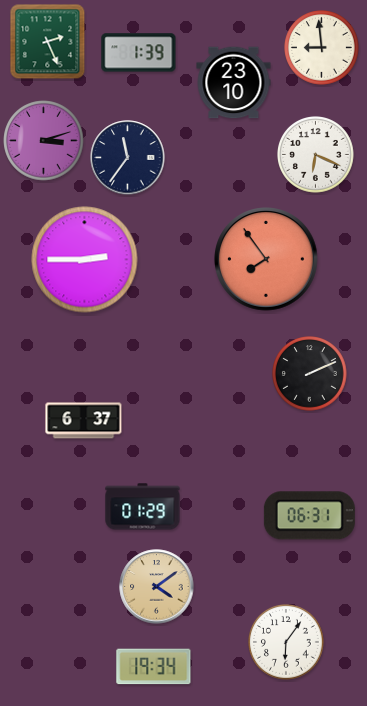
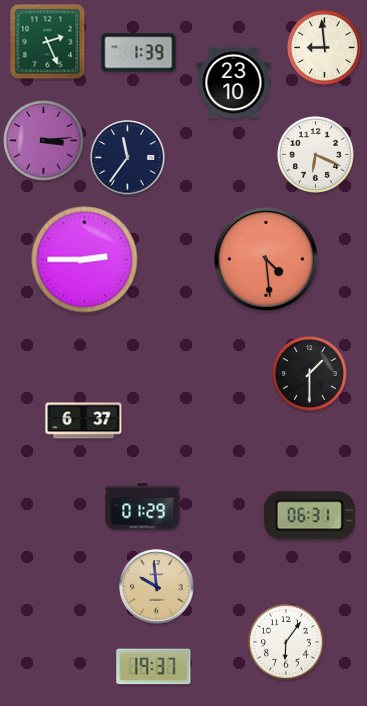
clock at (322, 48) position: (322, 48) -> (325, 48)
clock at (44, 141): 3:12 -> 3:14
clock at (266, 259): 7:54 -> 4:29
clock at (310, 374): 2:11 -> 1:30
clock at (157, 587): 4:09 -> 9:59
clock at (154, 667): 19:34 -> 19:37
